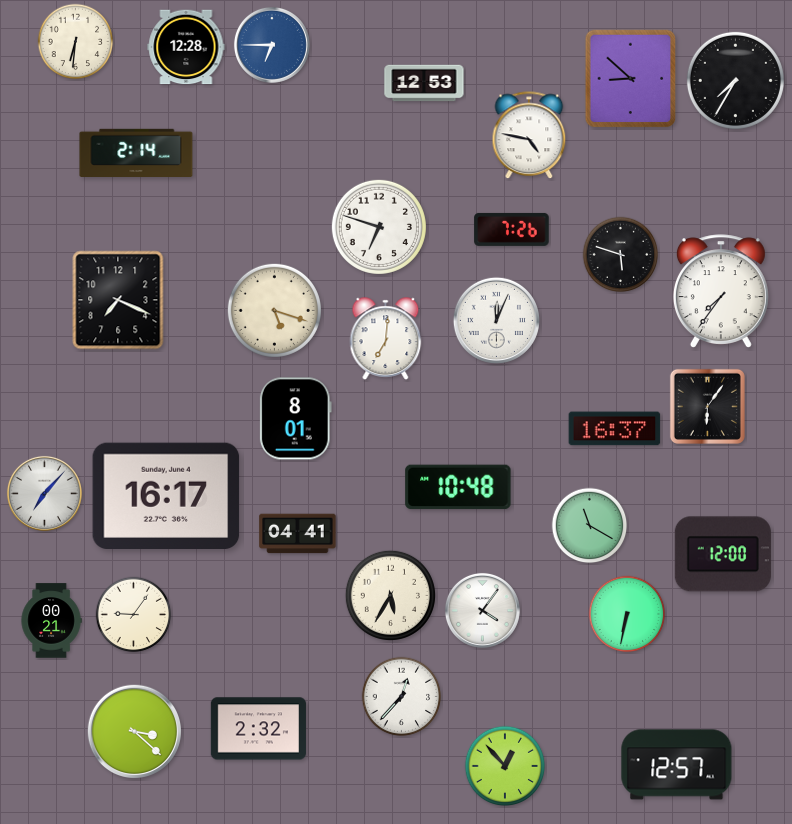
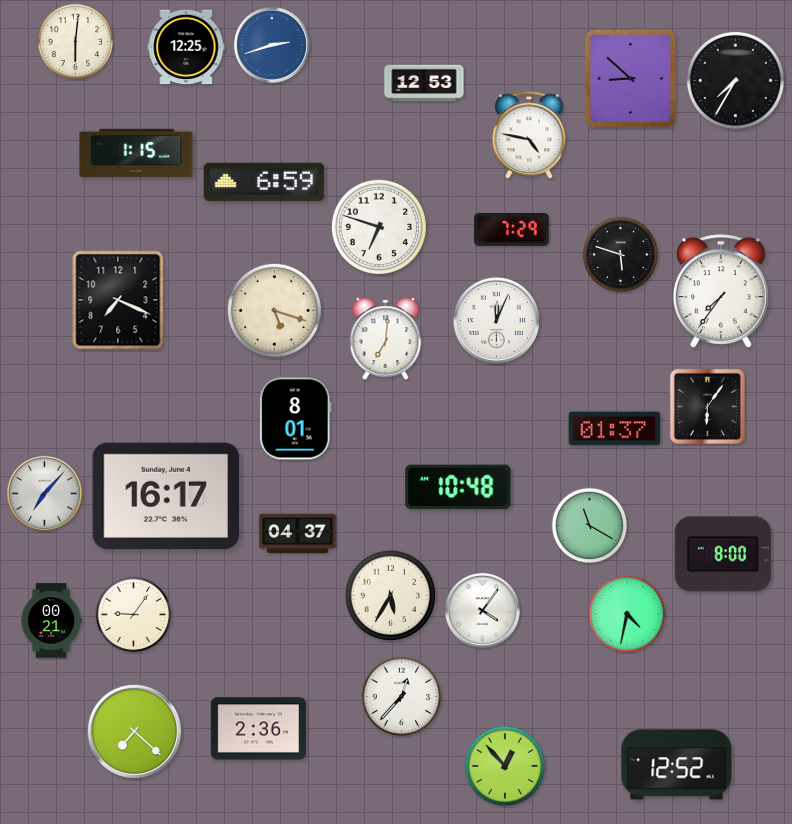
clock at (76, 42): 6:31 -> 6:01
clock at (272, 45): 6:45 -> 2:42
clock at (186, 47): 12:28 -> 12:25
clock at (136, 152): 2:14 -> 1:15
clock at (264, 182): none -> 6:59
clock at (512, 229): 7:26 -> 7:29
clock at (615, 429): 16:37 -> 01:37
clock at (298, 534): 04:41 -> 04:37
clock at (723, 554): 12:00 -> 8:00
clock at (627, 614): 6:32 -> 4:32
clock at (258, 729): 2:32 -> 2:36
clock at (134, 731): 3:22 -> 7:22
clock at (677, 765): 12:57 -> 12:52
